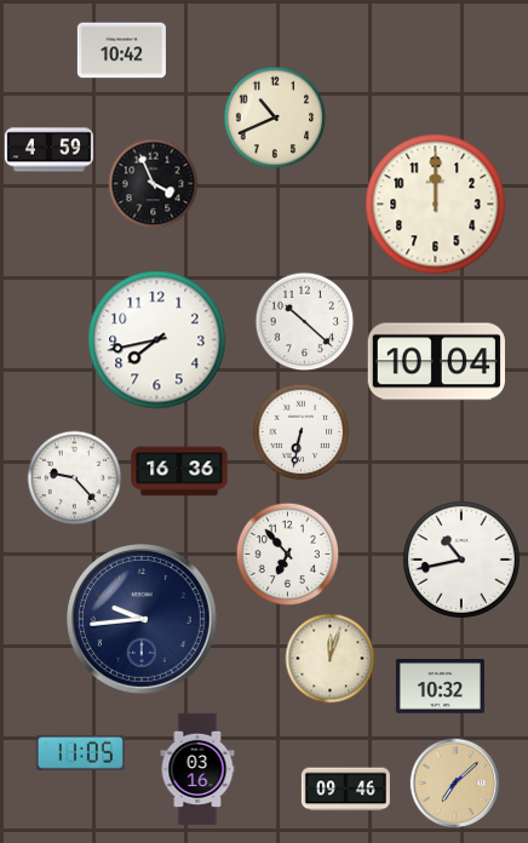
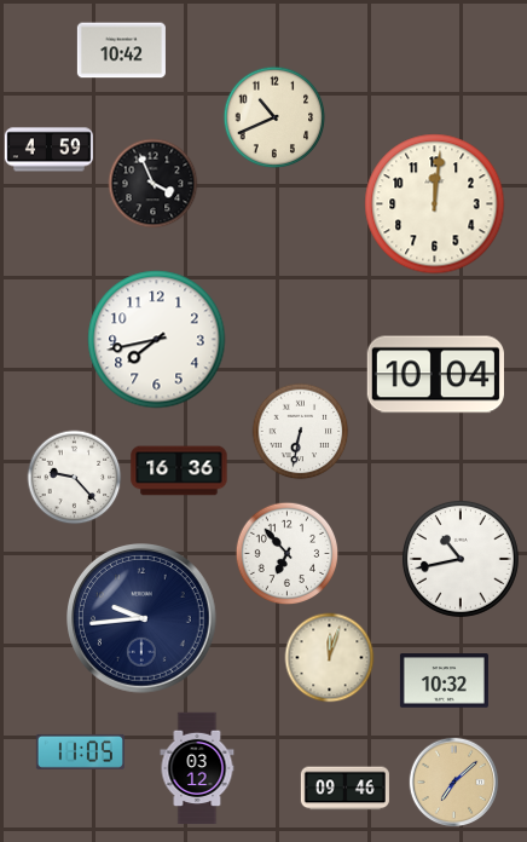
clock at (436, 205): 12:00 -> 12:01
clock at (305, 322): 10:22 -> none
clock at (436, 362) position: (436, 362) -> (435, 375)
clock at (440, 687) position: (440, 687) -> (444, 681)
clock at (197, 769): 03:16 -> 03:12
